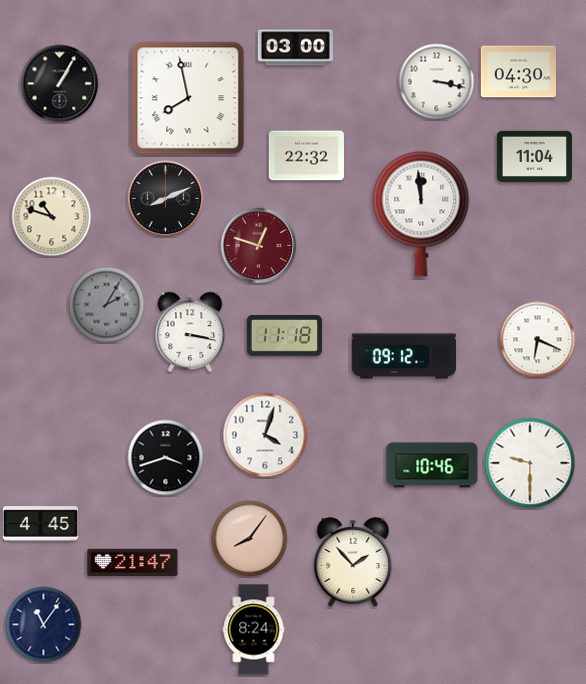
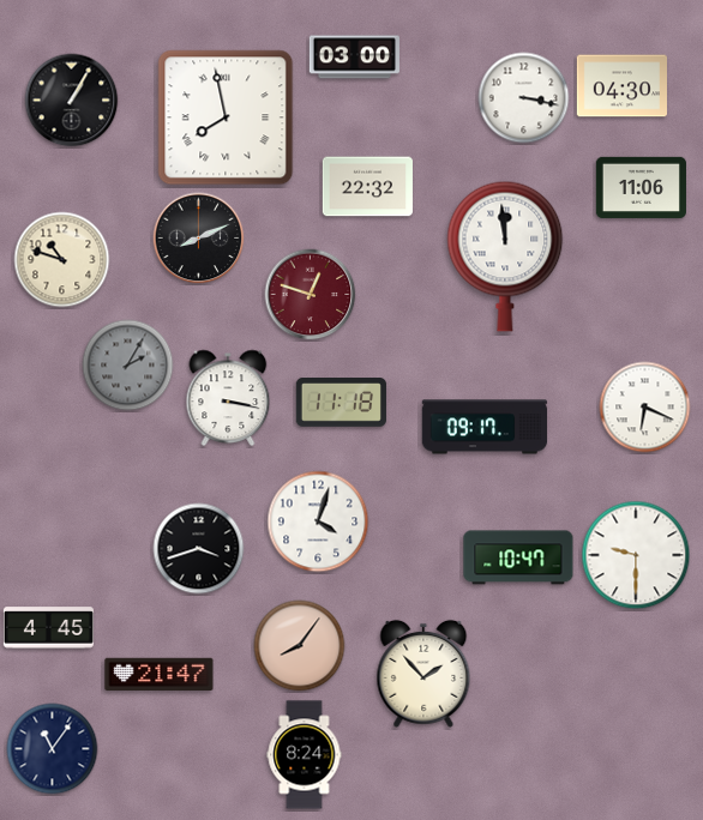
clock at (534, 156): 11:04 -> 11:06
clock at (404, 356): 09:12 -> 09:17
clock at (432, 465): 10:46 -> 10:47
